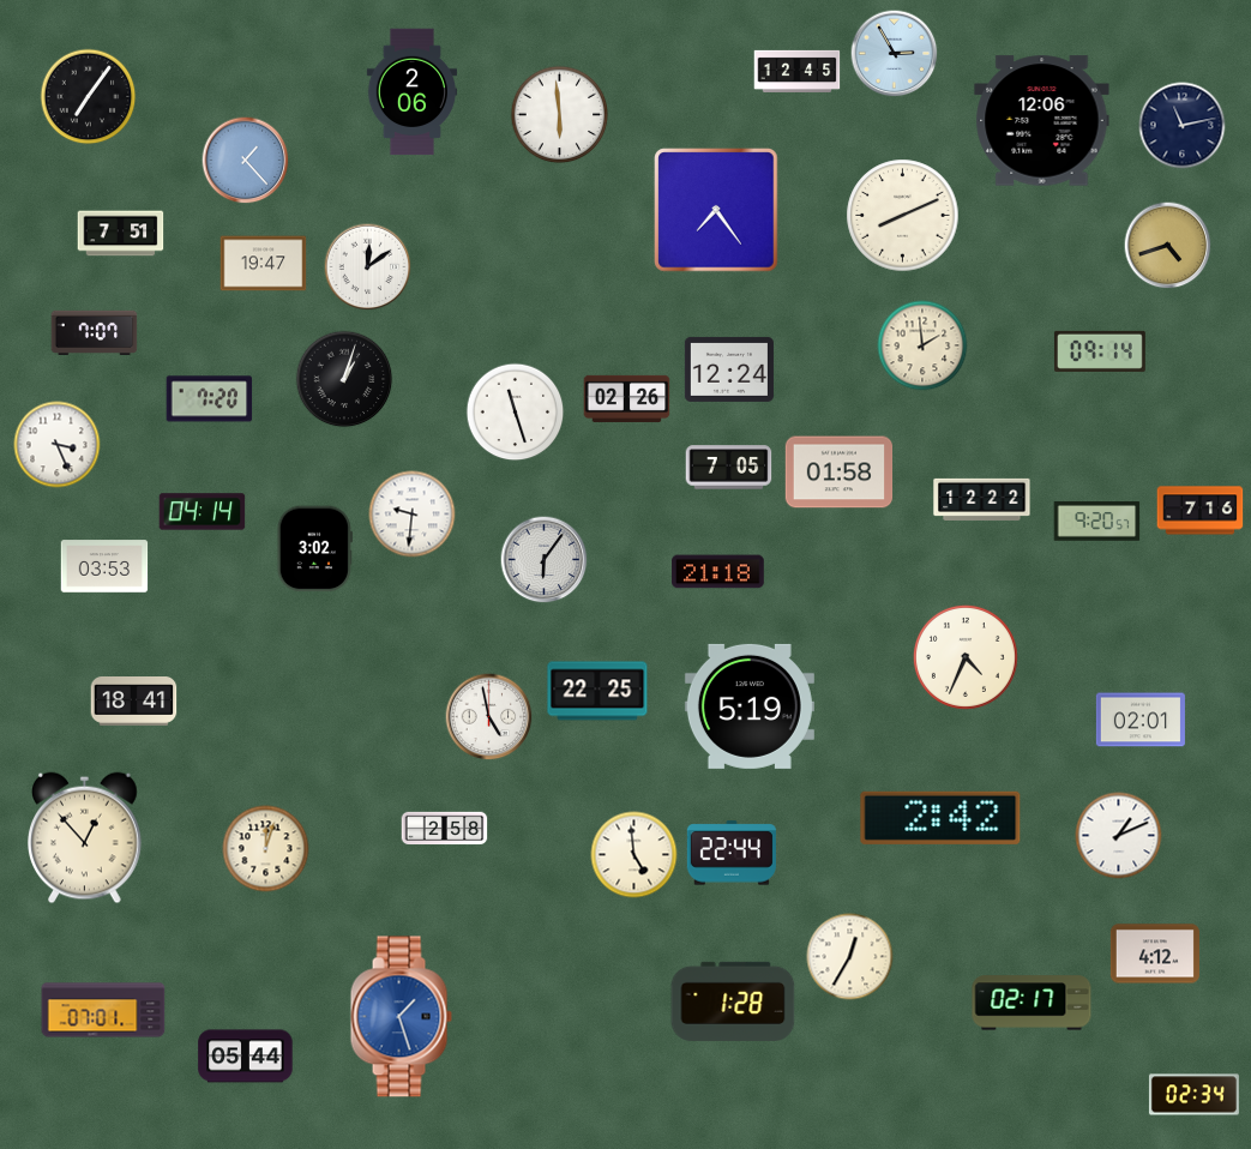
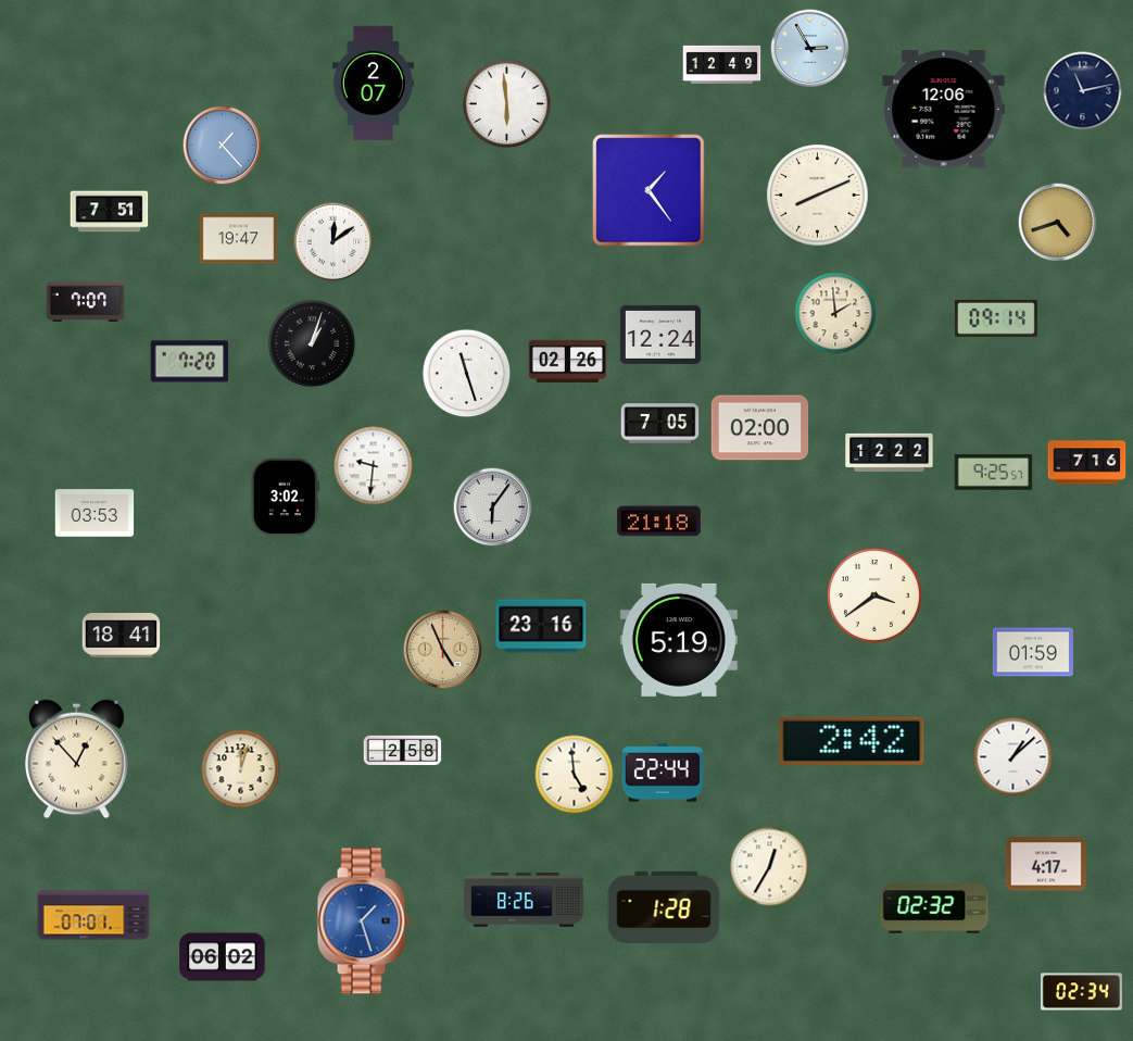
clock at (798, 71): 12:45 -> 12:49
clock at (411, 92): 2:06 -> 2:07
clock at (89, 97): 7:06 -> none
clock at (1183, 126) position: (1183, 126) -> (1083, 91)
clock at (716, 210): 7:24 -> 1:24
clock at (58, 445): 3:26 -> none
clock at (840, 473): 01:58 -> 02:00
clock at (203, 512): 04:14 -> none
clock at (1097, 522): 9:20 -> 9:25
clock at (718, 572) position: (718, 572) -> (659, 522)
clock at (966, 657): 4:34 -> 3:39
clock at (597, 691): 22:25 -> 23:16
clock at (489, 717): 4:58 -> 4:56
clock at (489, 717) dial: white -> champagne
clock at (1141, 720): 02:01 -> 01:59
clock at (1119, 836): 1:11 -> 1:08
clock at (1155, 954): 4:12 -> 4:17
clock at (524, 900): none -> 8:26
clock at (1032, 1003): 02:17 -> 02:32
clock at (246, 1057): 05:44 -> 06:02
